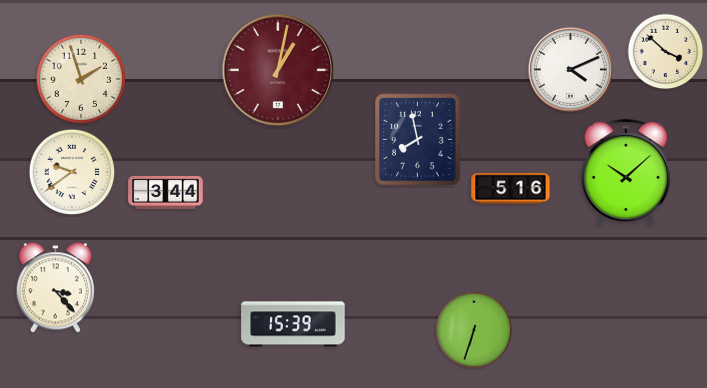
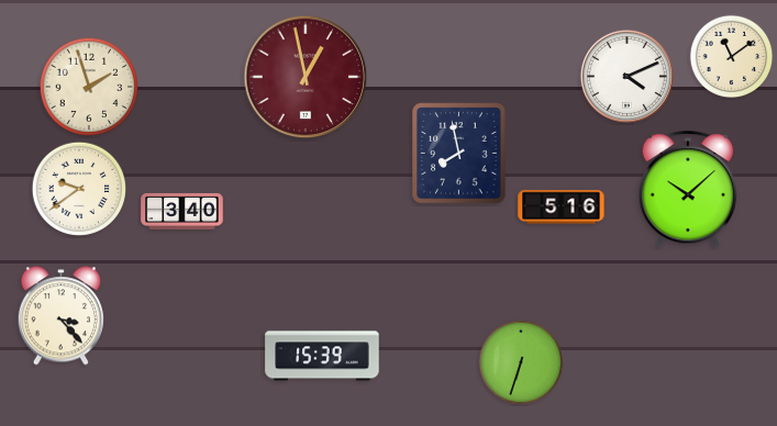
clock at (666, 52): 3:52 -> 11:09
clock at (278, 70): 1:02 -> 12:58
clock at (166, 192): 3:44 -> 3:40
